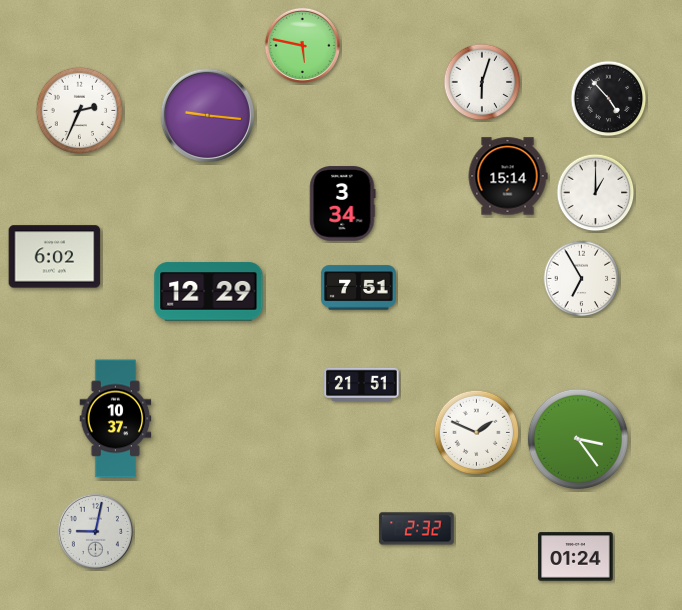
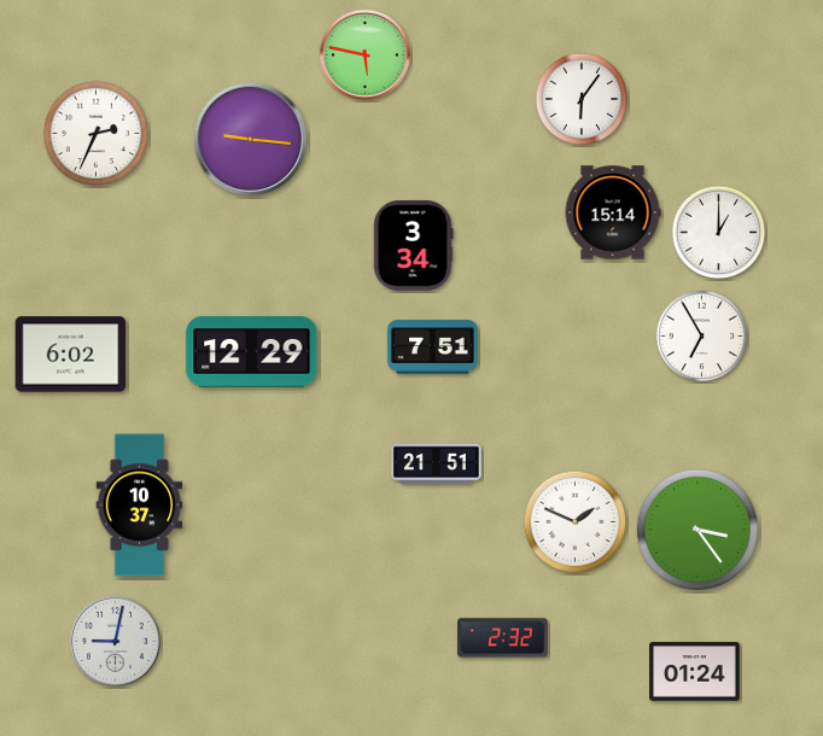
clock at (482, 82): 6:03 -> 6:06
clock at (609, 99): 4:53 -> none
clock at (55, 257) position: (55, 257) -> (71, 355)
